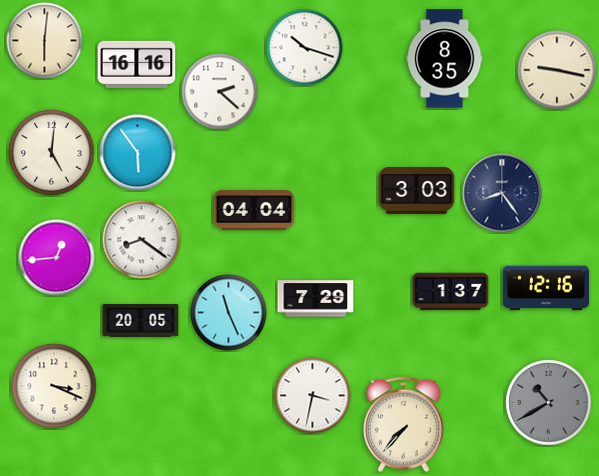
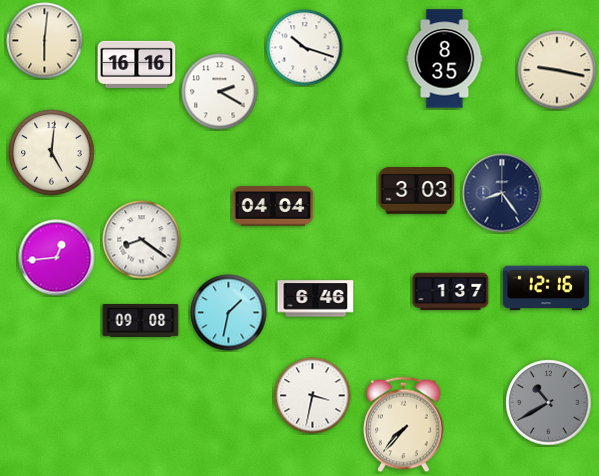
clock at (220, 92): 2:22 -> 2:20
clock at (138, 153): 5:54 -> none
clock at (254, 210) position: (254, 210) -> (273, 206)
clock at (316, 299): 7:29 -> 6:46
clock at (229, 313): 11:26 -> 1:32
clock at (141, 321): 20:05 -> 09:08
clock at (54, 386): 3:19 -> none
